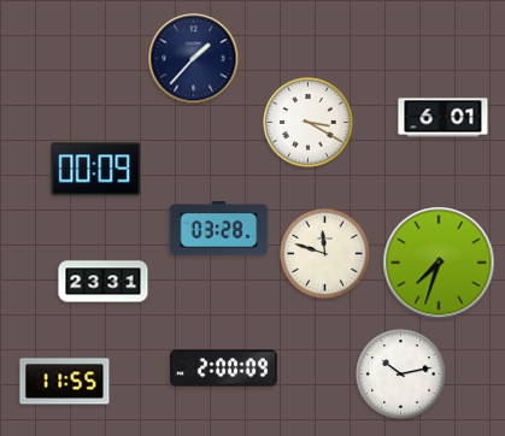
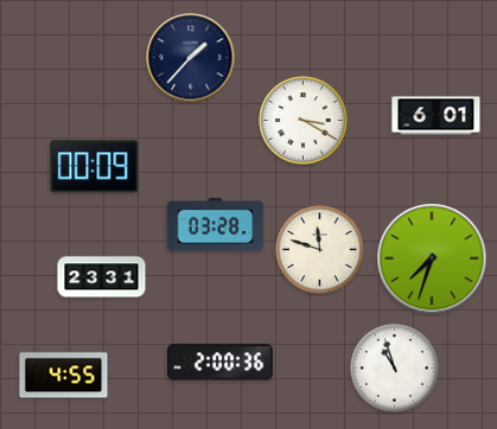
clock at (223, 369): 2:00:09 -> 2:00:36
clock at (401, 375): 10:13 -> 10:57
clock at (65, 382): 11:55 -> 4:55
